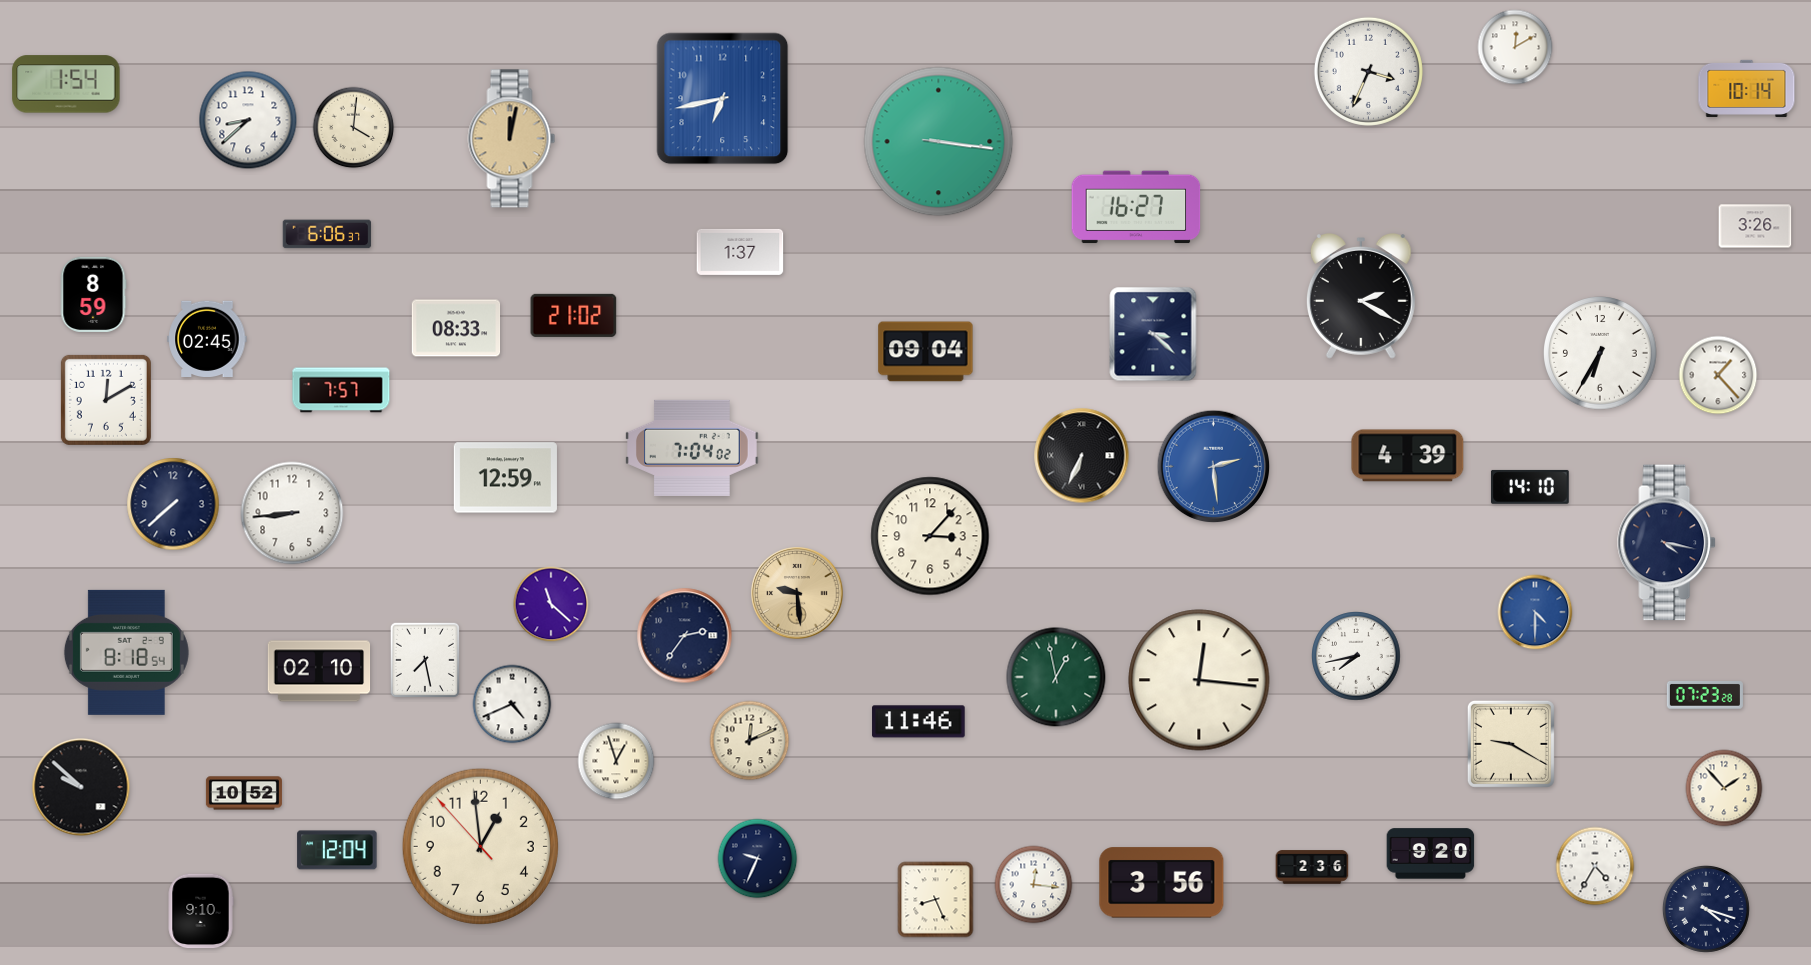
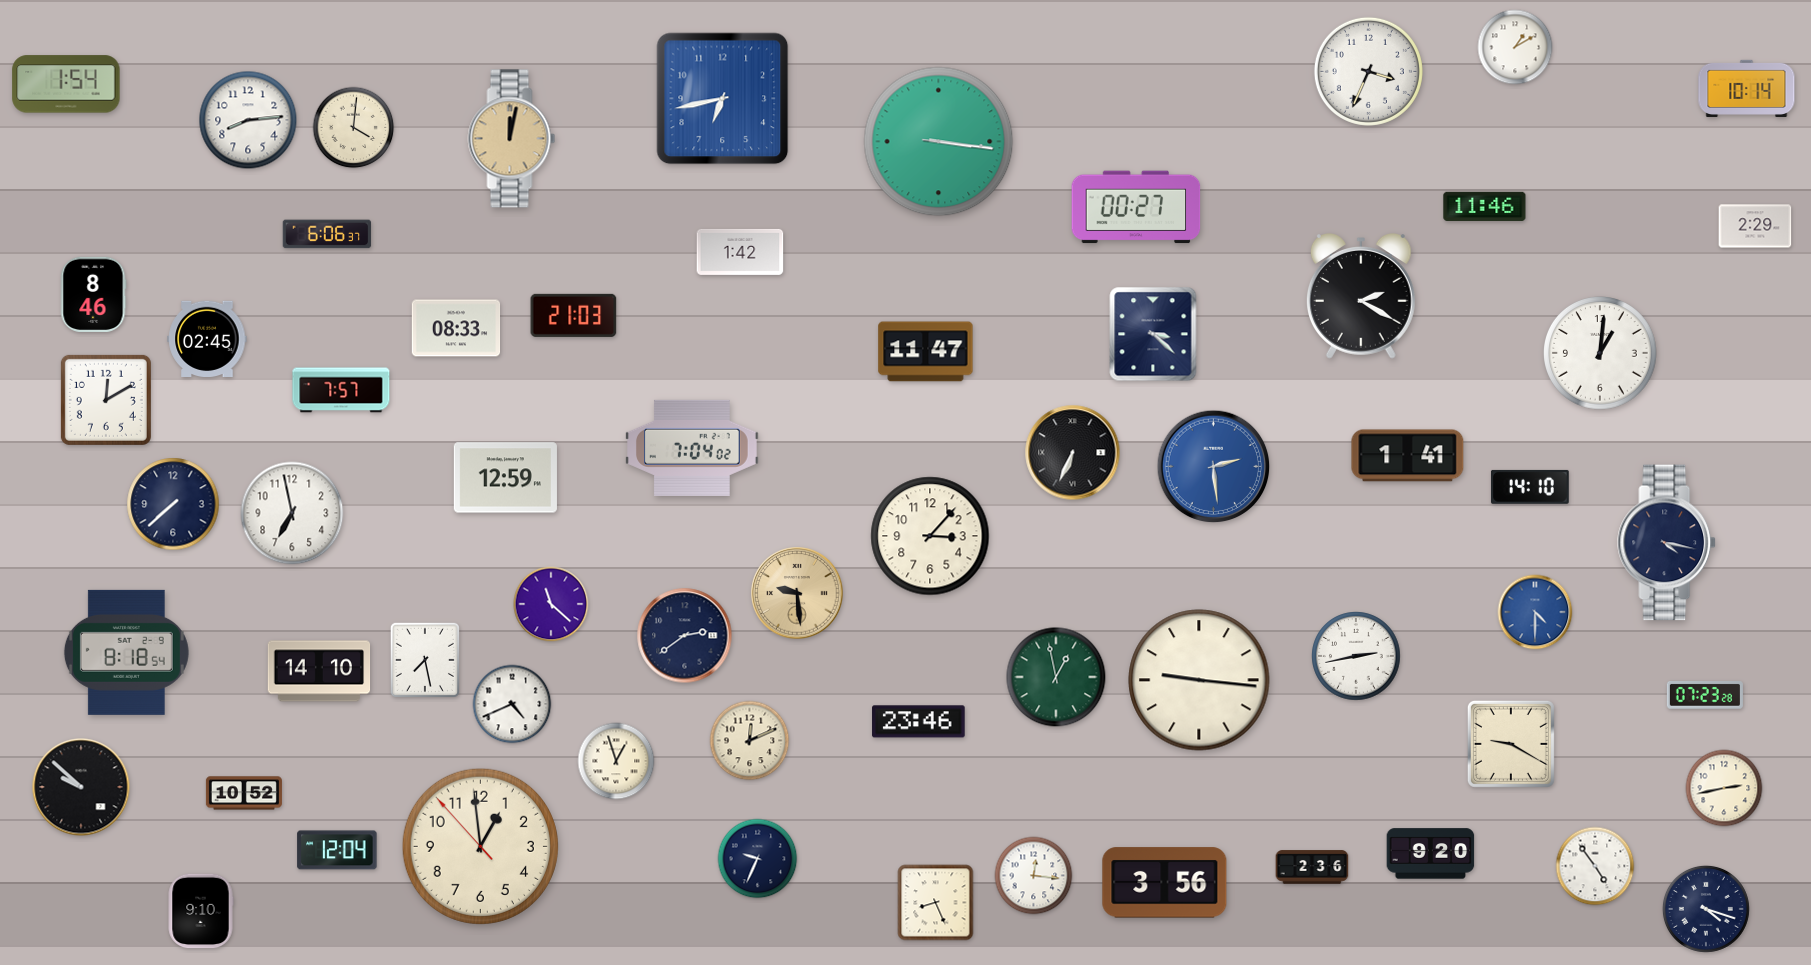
clock at (1515, 47): 12:10 -> 1:10
clock at (248, 120): 8:38 -> 8:14
clock at (1485, 206): none -> 11:46
clock at (1136, 207): 16:27 -> 00:27
clock at (1755, 226): 3:26 -> 2:29
clock at (740, 252): 1:37 -> 1:42
clock at (93, 294): 8:59 -> 8:46
clock at (574, 315): 21:02 -> 21:03
clock at (926, 352): 09:04 -> 11:47
clock at (1601, 354): 6:35 -> 1:01
clock at (1718, 375): 1:23 -> none
clock at (1082, 456) position: (1082, 456) -> (1073, 453)
clock at (1408, 456): 4:39 -> 1:41
clock at (292, 513): 8:44 -> 6:58
clock at (685, 636): 2:36 -> 2:39
clock at (1356, 656): 7:43 -> 2:43
clock at (319, 671): 02:10 -> 14:10
clock at (1199, 680): 12:16 -> 9:16
clock at (919, 722): 11:46 -> 23:46
clock at (1724, 788): 1:53 -> 2:43
clock at (1595, 866): 4:35 -> 4:54
clock at (1162, 883) position: (1162, 883) -> (1165, 883)
clock at (1034, 885) position: (1034, 885) -> (1034, 876)
clock at (936, 900) position: (936, 900) -> (936, 903)
